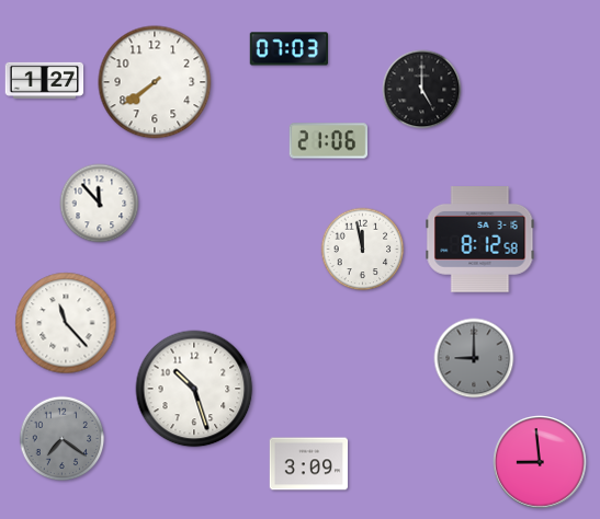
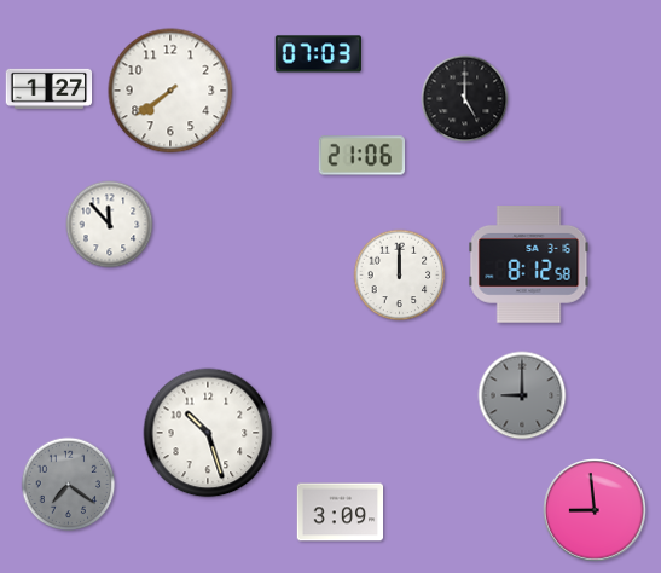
clock at (363, 250): 11:58 -> 12:00
clock at (66, 323): 11:23 -> none
clock at (194, 389) position: (194, 389) -> (208, 433)
